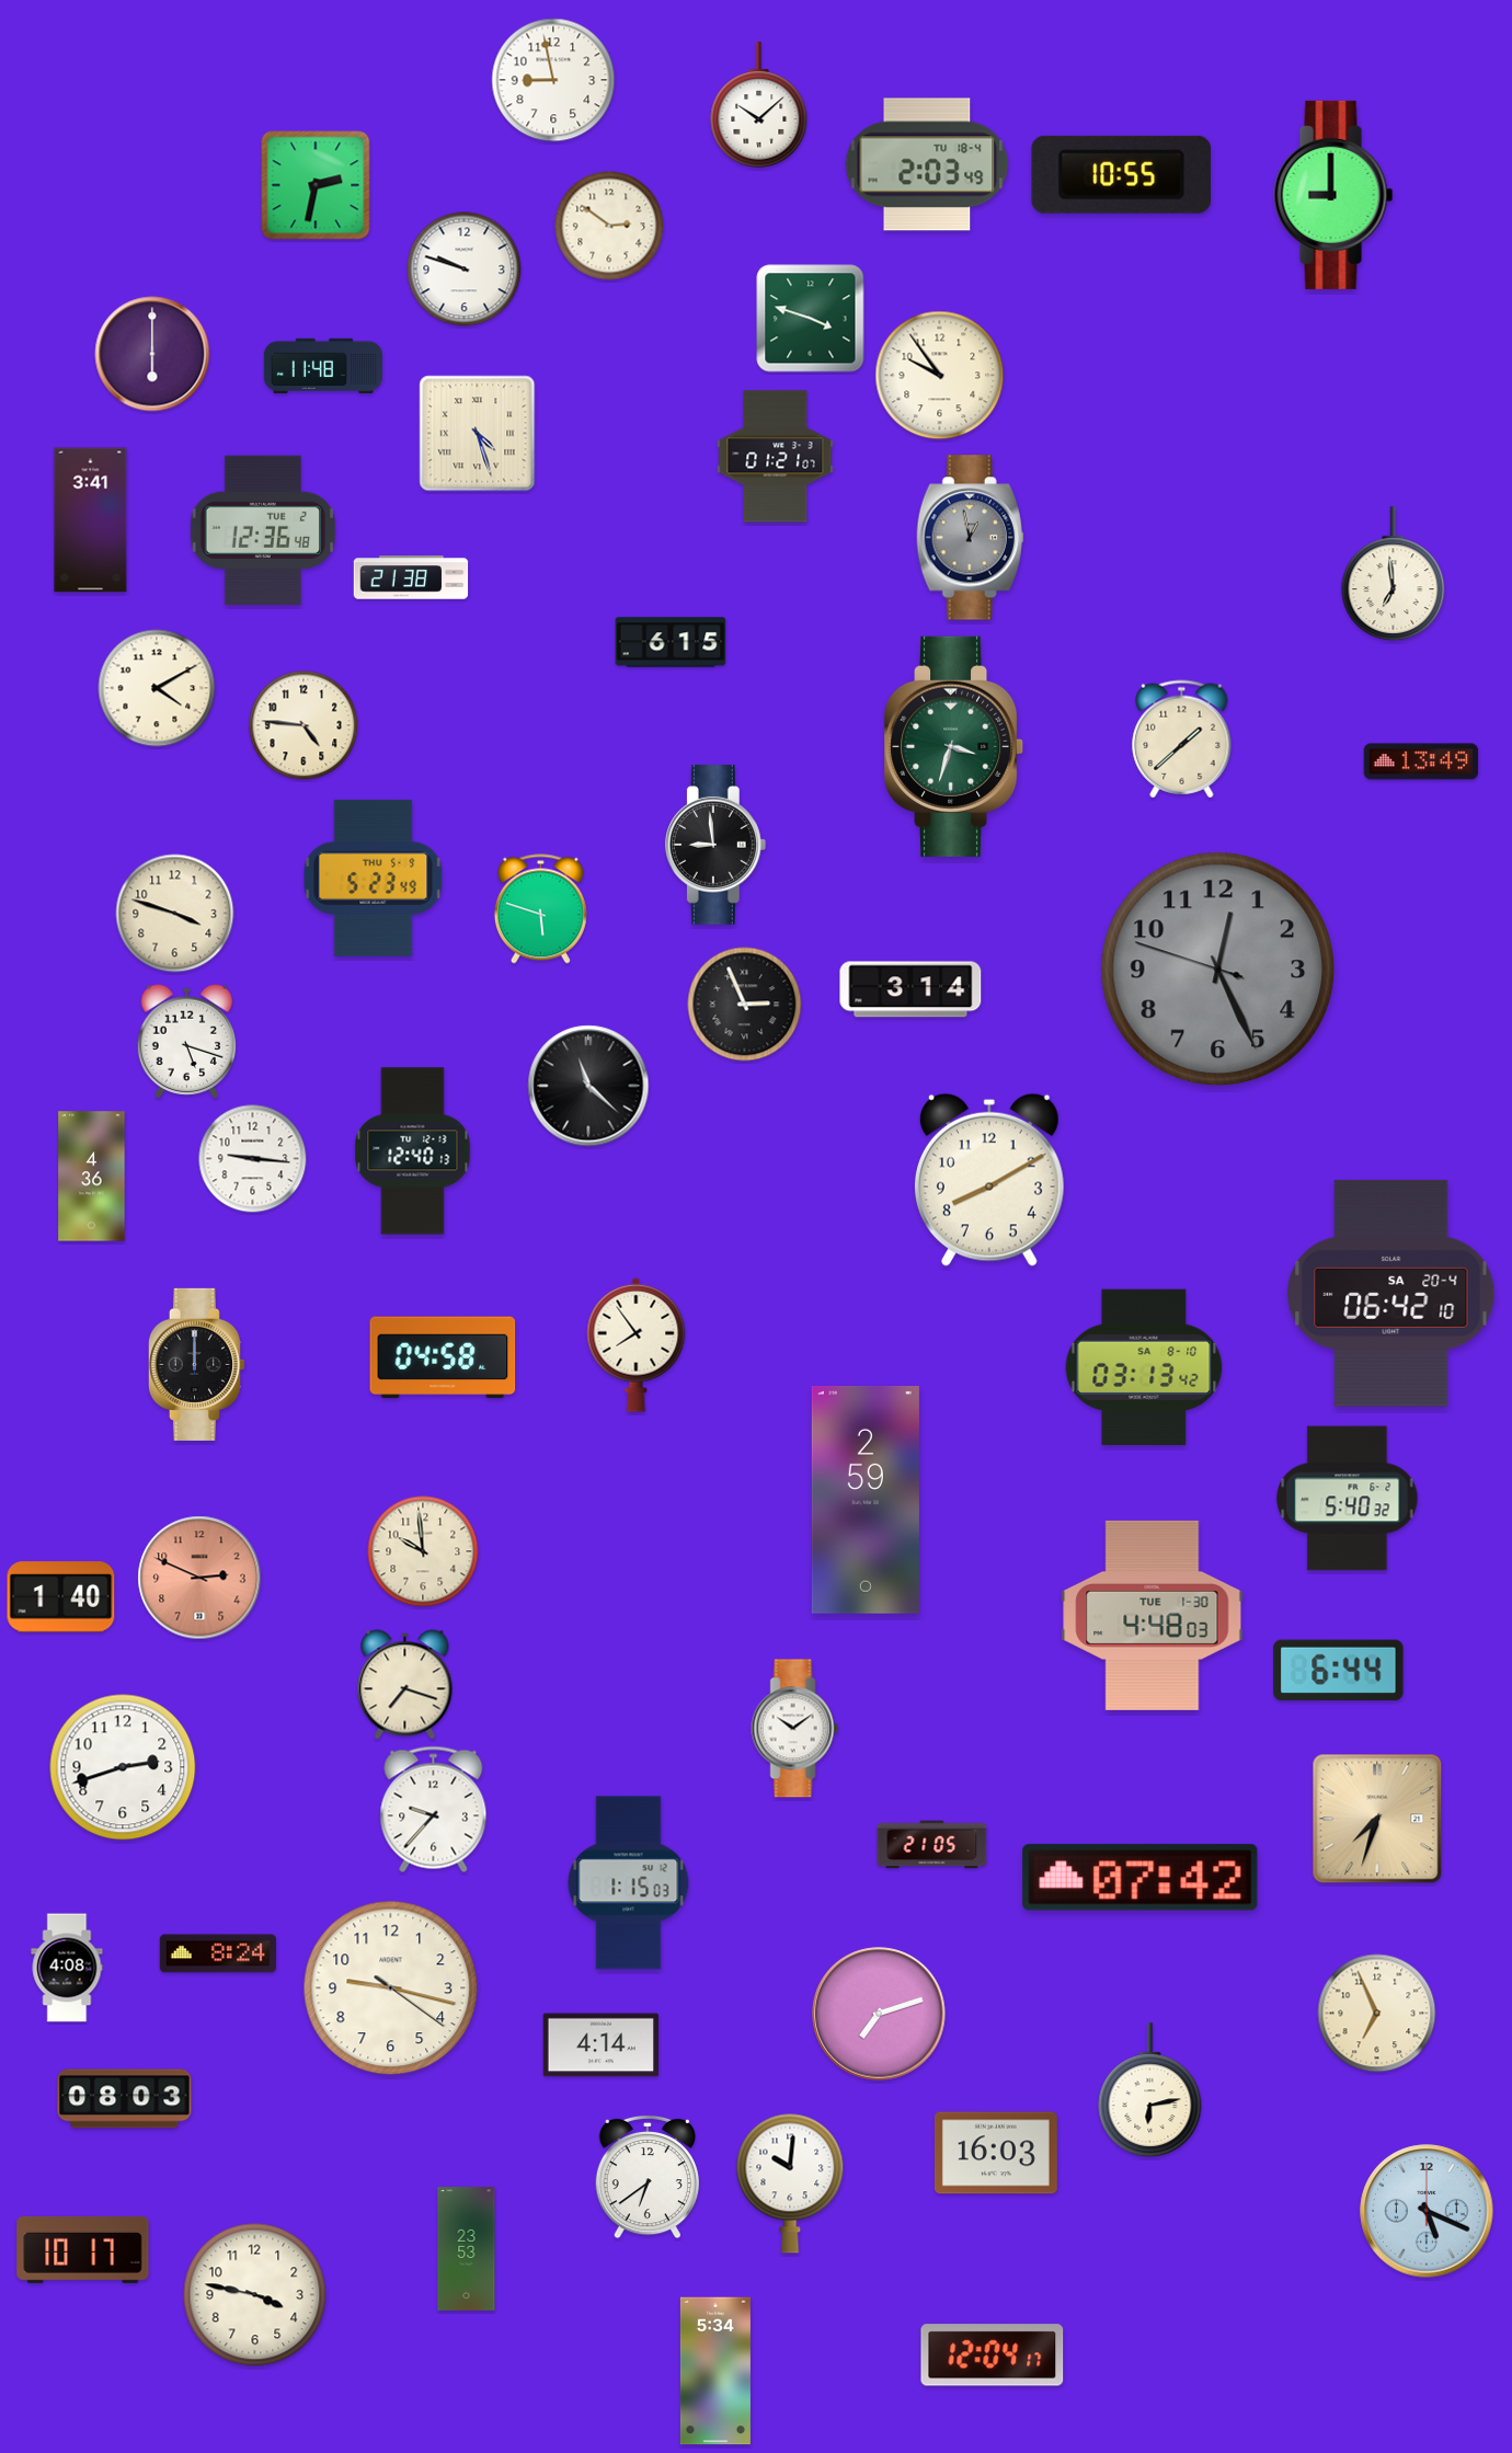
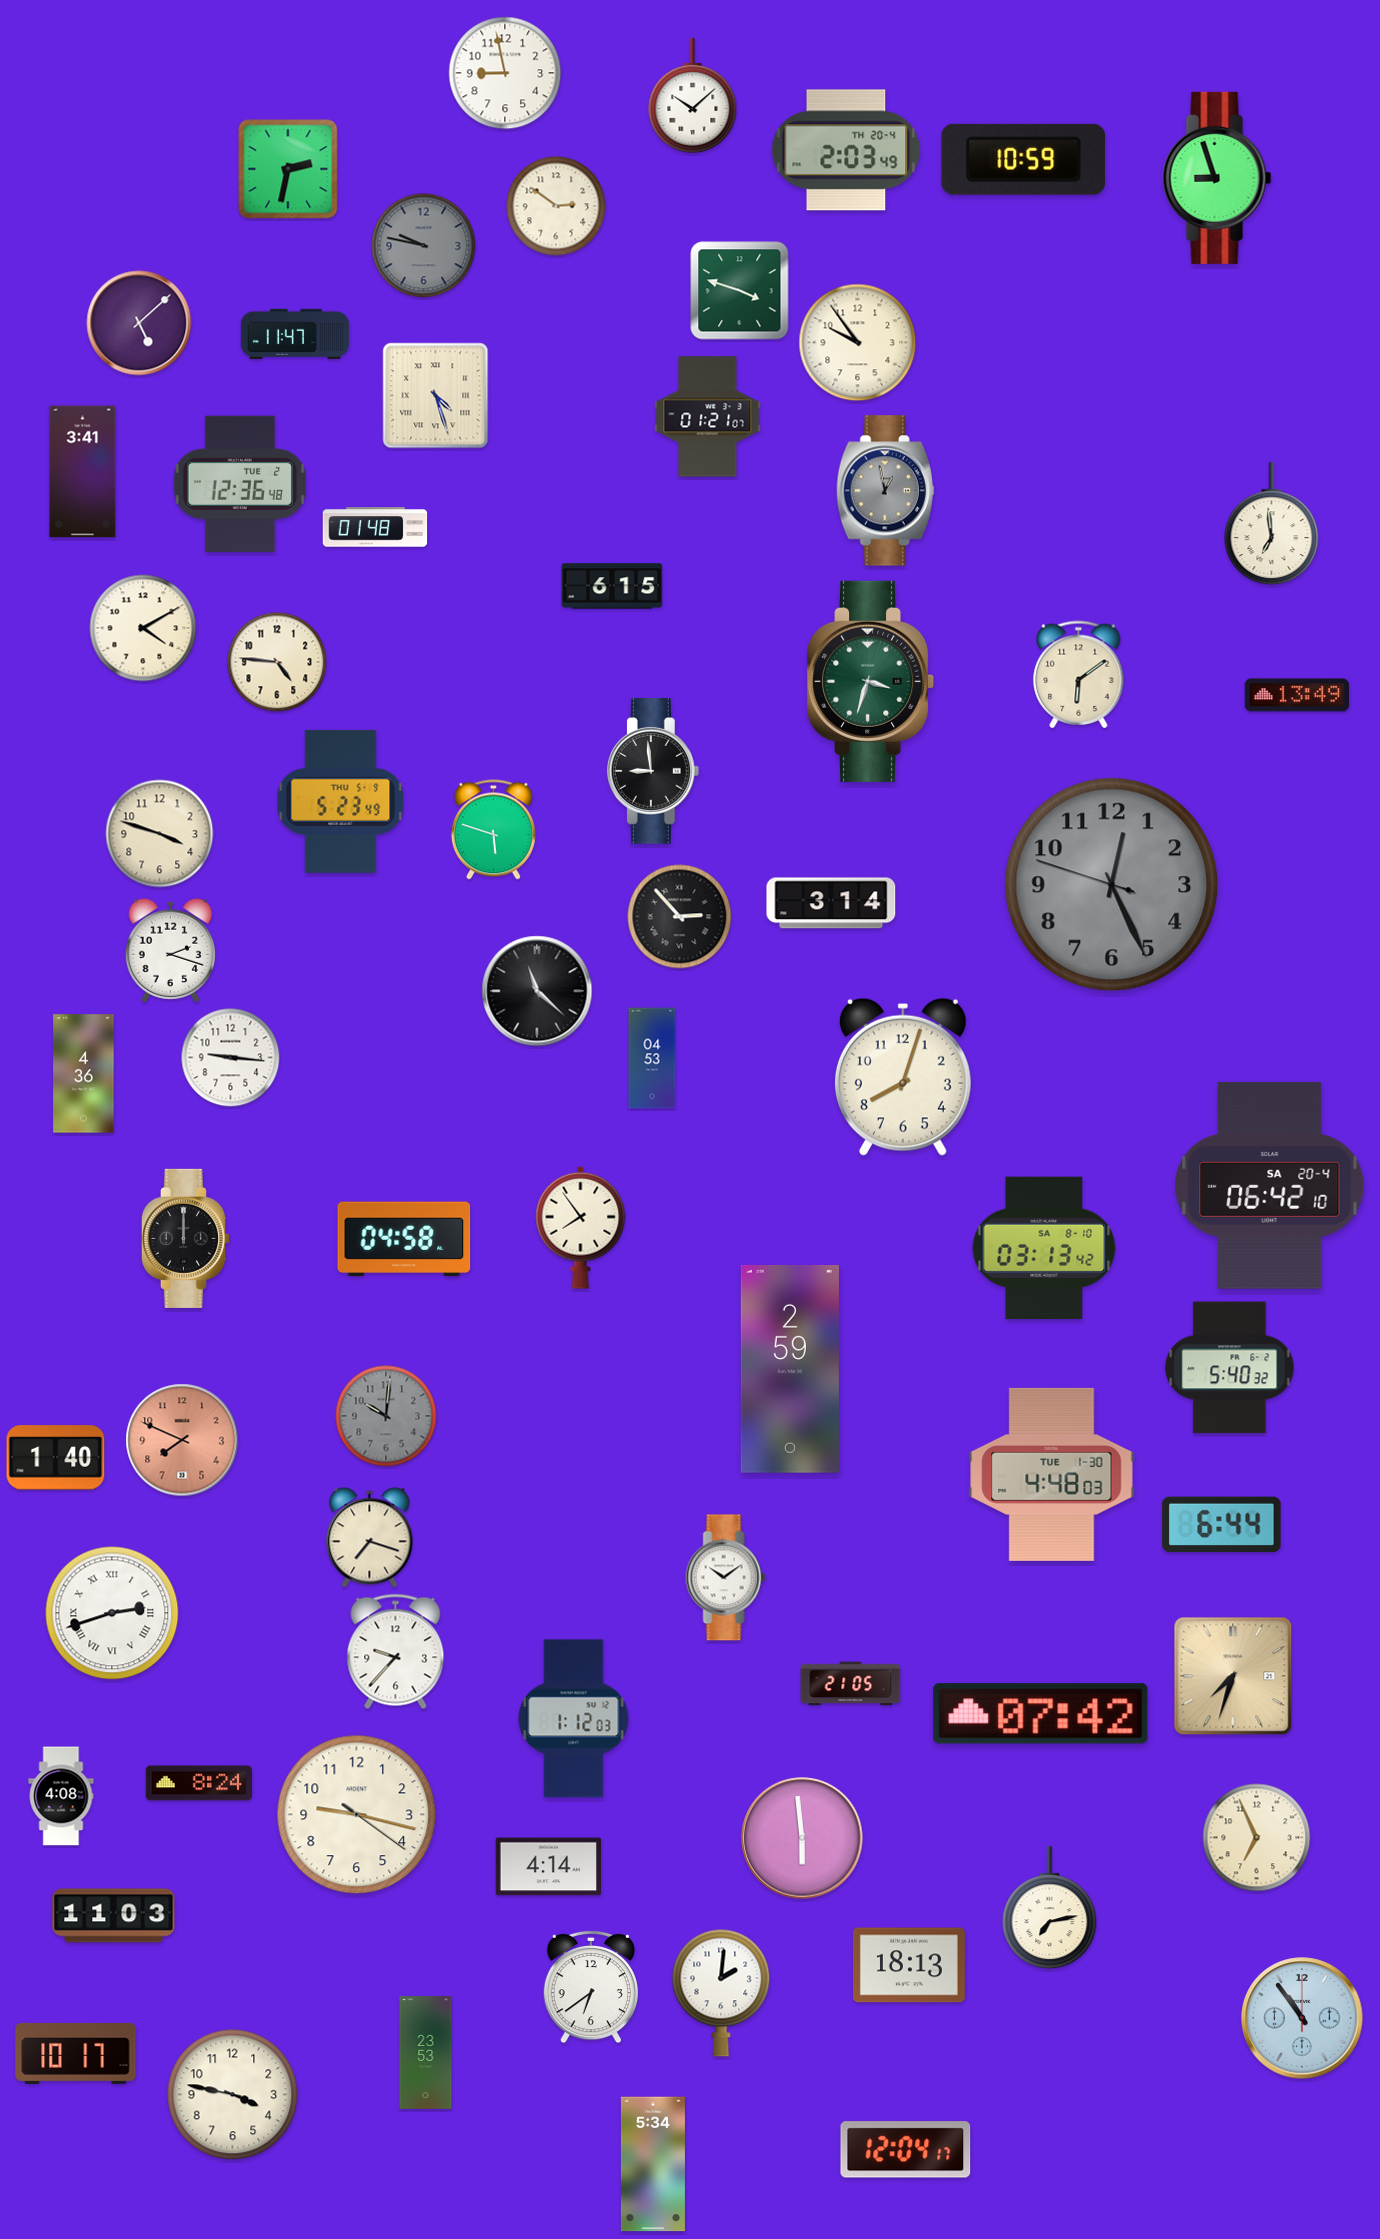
clock at (927, 164) date: TU 18-4 -> TH 20-4
clock at (1121, 174): 10:55 -> 10:59
clock at (1333, 195): 9:00 -> 8:57
clock at (465, 270): 9:48 -> 9:47
clock at (465, 270) dial: white -> grey
clock at (152, 354): 6:00 -> 5:08
clock at (323, 365): 11:48 -> 11:47
clock at (91, 520) position: (91, 520) -> (83, 472)
clock at (411, 577): 21:38 -> 01:48
clock at (1182, 740): 1:38 -> 6:09
clock at (745, 1005): 2:56 -> 2:53
clock at (186, 1042): 5:18 -> 2:18
clock at (413, 1151): 12:40 -> none
clock at (652, 1058): none -> 04:53
clock at (989, 1180): 8:10 -> 8:03
clock at (1391, 1293) position: (1391, 1293) -> (1270, 1185)
clock at (196, 1364) position: (196, 1364) -> (185, 1238)
clock at (423, 1551): 9:59 -> 10:01
clock at (423, 1551) dial: cream -> grey
clock at (199, 1578): 2:49 -> 7:49
clock at (123, 1767) numerals: Arabic -> Roman
clock at (1377, 1819) position: (1377, 1819) -> (1233, 1676)
clock at (629, 1883): 1:15 -> 1:12
clock at (879, 2014): 7:12 -> 5:59
clock at (1150, 2090): 6:13 -> 7:13
clock at (125, 2099): 08:03 -> 11:03
clock at (996, 2153): 16:03 -> 18:13
clock at (790, 2183): 10:01 -> 2:01
clock at (1427, 2211): 5:19 -> 10:54
